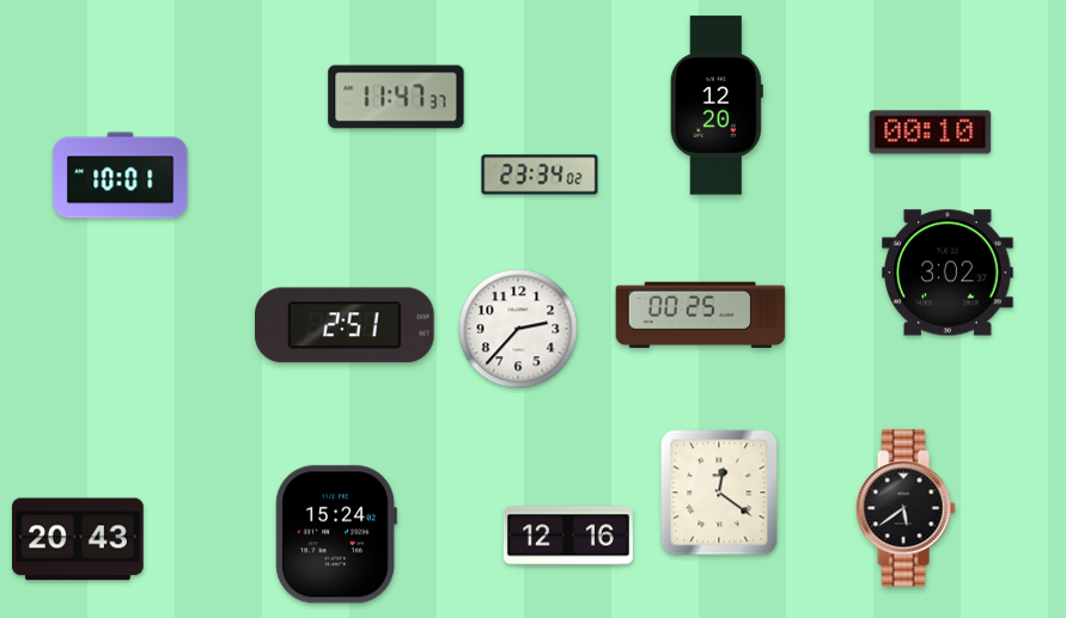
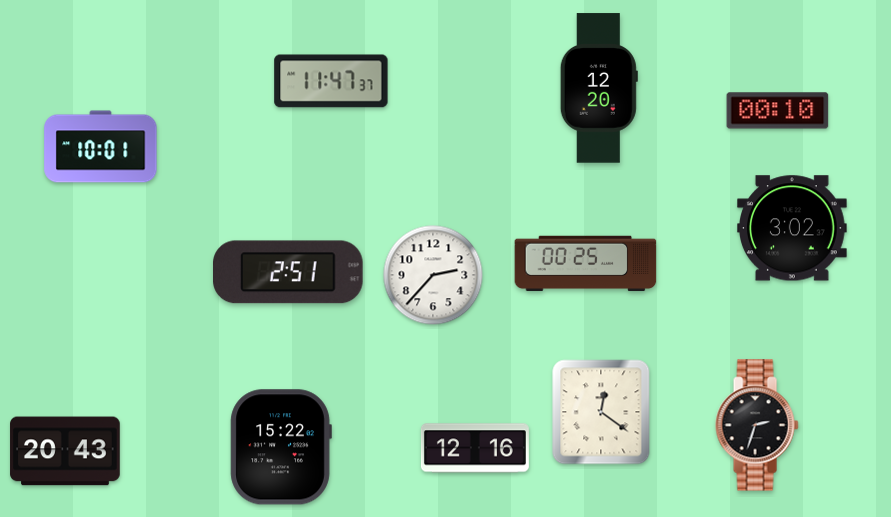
clock at (540, 175): 23:34 -> none
clock at (906, 508): 5:39 -> 2:33
clock at (336, 534): 15:24 -> 15:22
